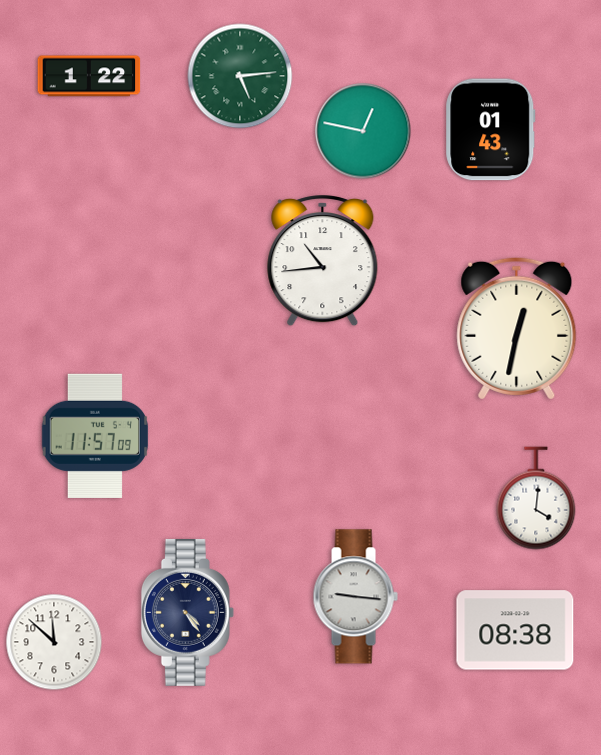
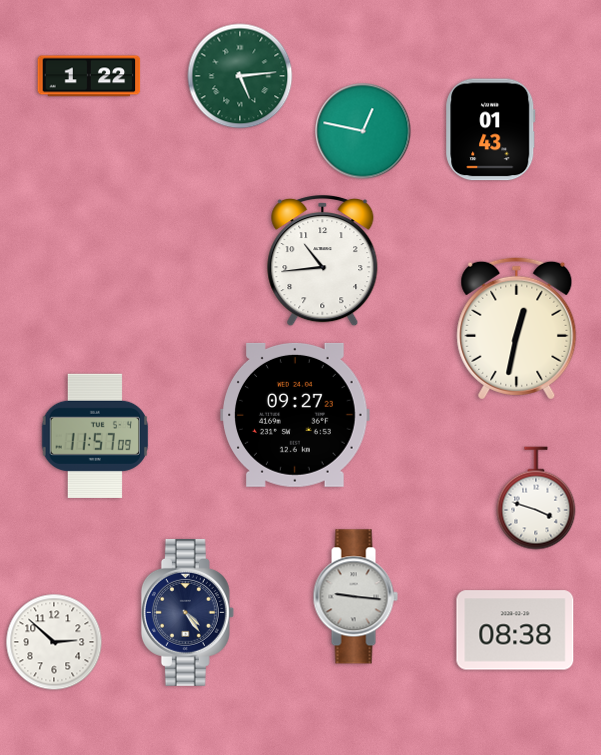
clock at (295, 415): none -> 09:27
clock at (536, 498): 4:01 -> 3:48
clock at (54, 642): 11:52 -> 2:52
